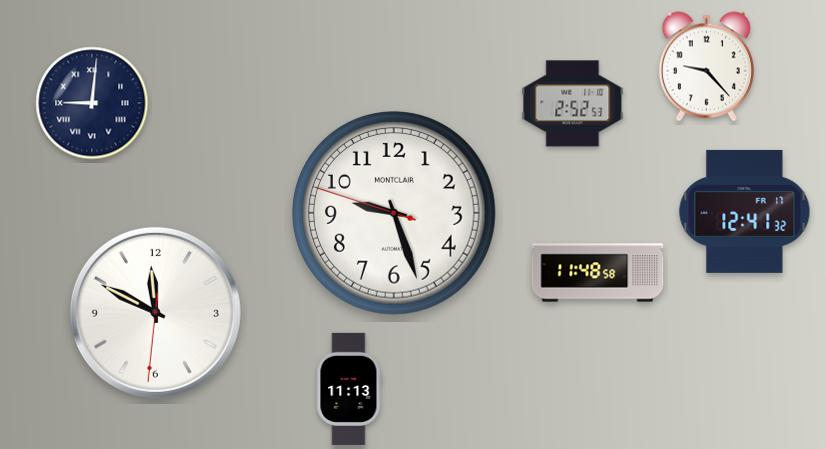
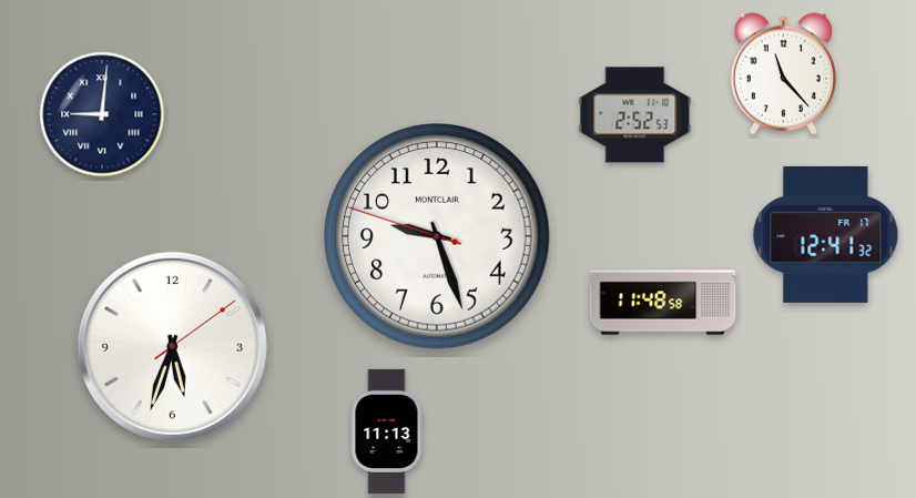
clock at (706, 67): 9:23 -> 11:23
clock at (155, 312): 11:49 -> 5:33
